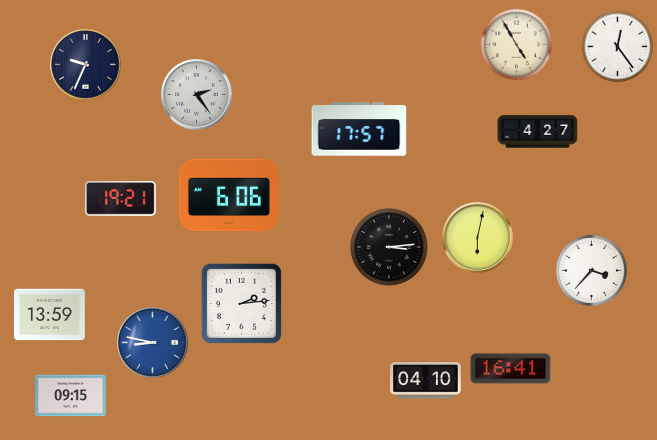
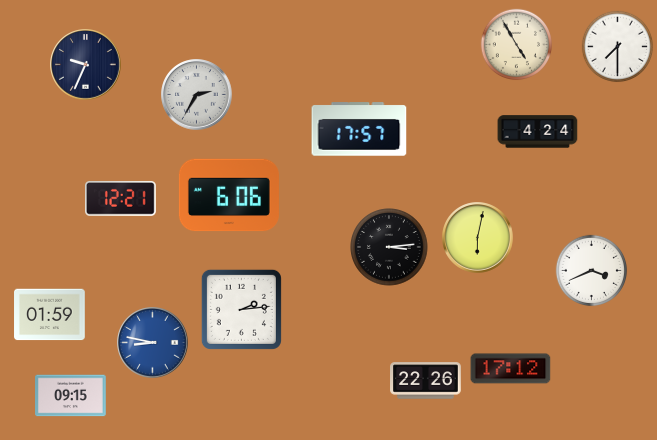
clock at (618, 47): 12:24 -> 7:30
clock at (197, 95): 2:24 -> 2:35
clock at (538, 132): 4:27 -> 4:24
clock at (121, 199): 19:21 -> 12:21
clock at (592, 271): 3:37 -> 3:41
clock at (241, 303) position: (241, 303) -> (241, 309)
clock at (50, 315): 13:59 -> 01:59
clock at (511, 369): 16:41 -> 17:12
clock at (426, 381): 04:10 -> 22:26
